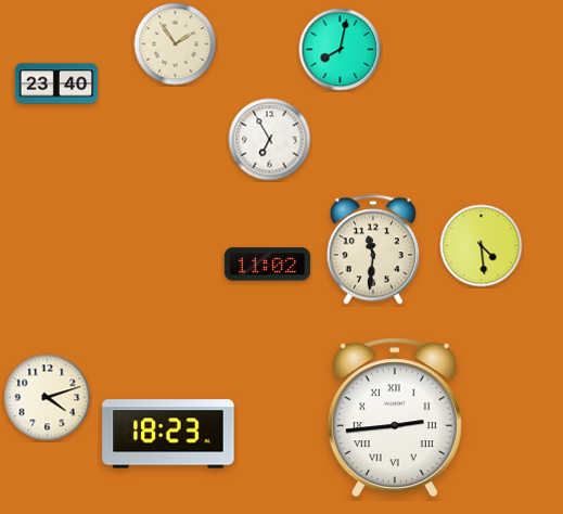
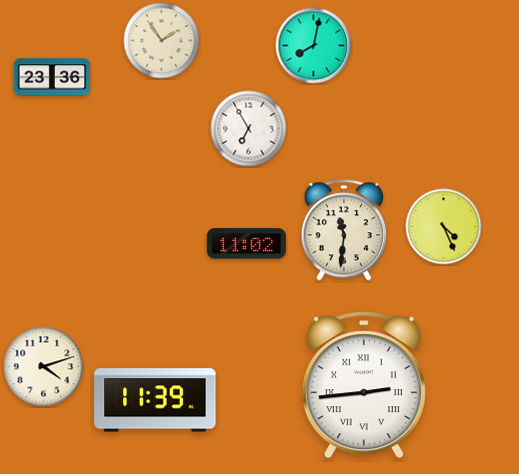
clock at (56, 83): 23:40 -> 23:36
clock at (482, 246): 4:29 -> 4:26
clock at (168, 434): 18:23 -> 11:39
